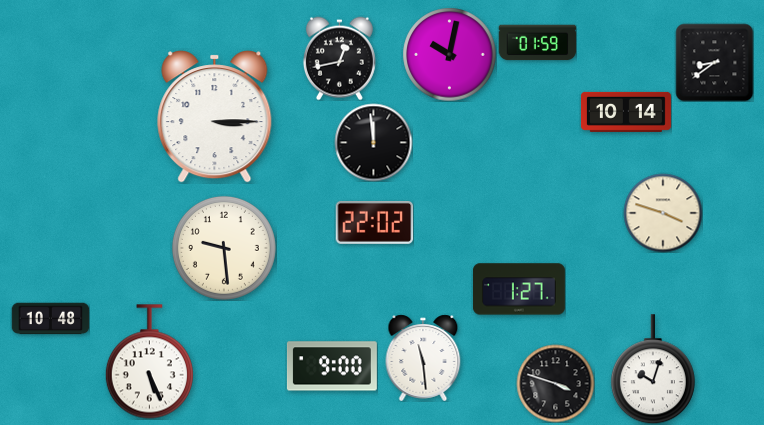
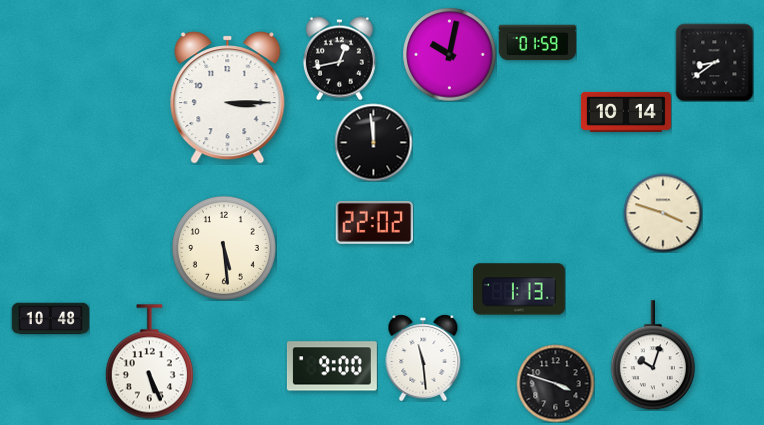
clock at (215, 117) position: (215, 117) -> (228, 98)
clock at (224, 248): 9:29 -> 5:29
clock at (519, 289): 1:27 -> 1:13
clock at (653, 369) position: (653, 369) -> (653, 355)
